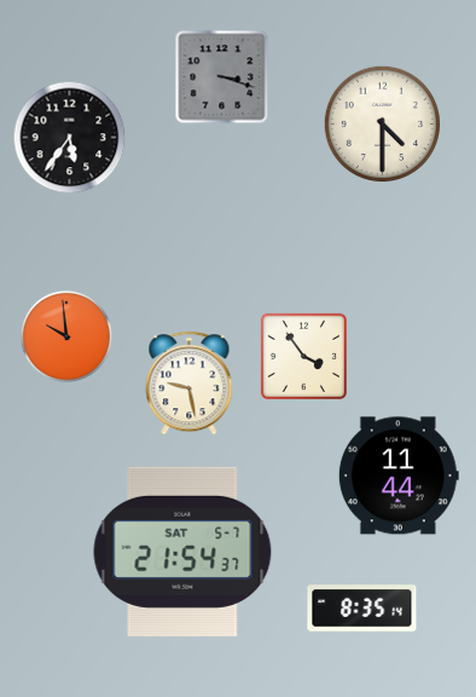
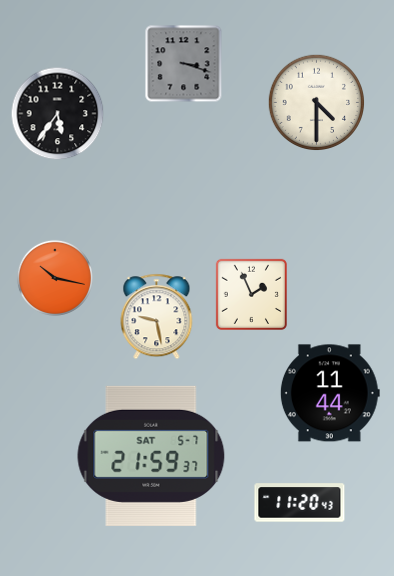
clock at (66, 336): 9:59 -> 10:17
clock at (303, 356): 3:54 -> 1:56
clock at (182, 552): 21:54 -> 21:59
clock at (362, 609): 8:35 -> 11:20
